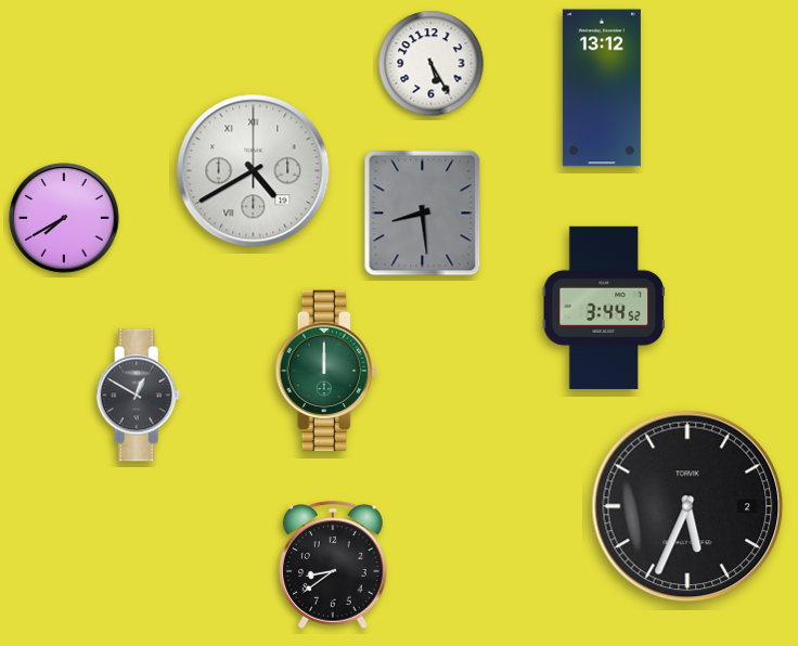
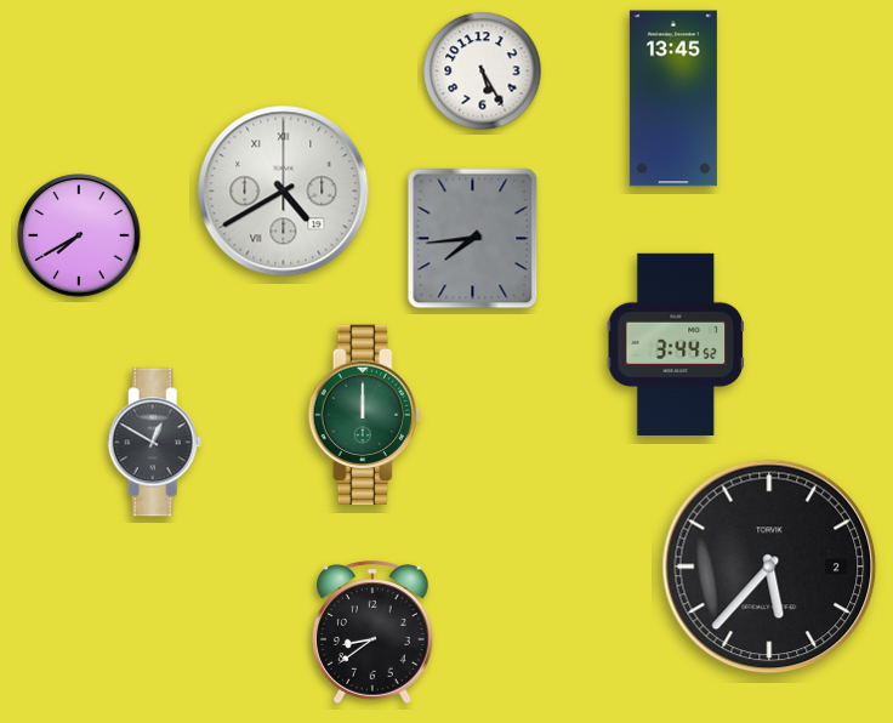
clock at (602, 88): 13:12 -> 13:45
clock at (423, 214): 8:29 -> 7:44
clock at (64, 218) position: (64, 218) -> (79, 235)
clock at (687, 506): 5:34 -> 5:37
